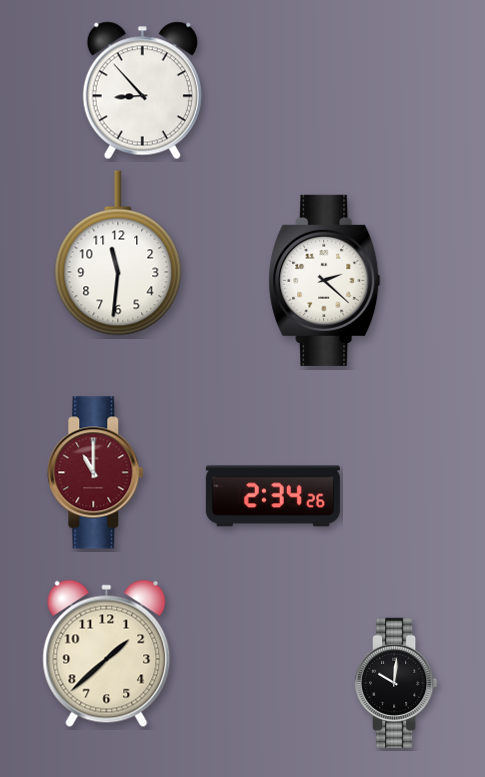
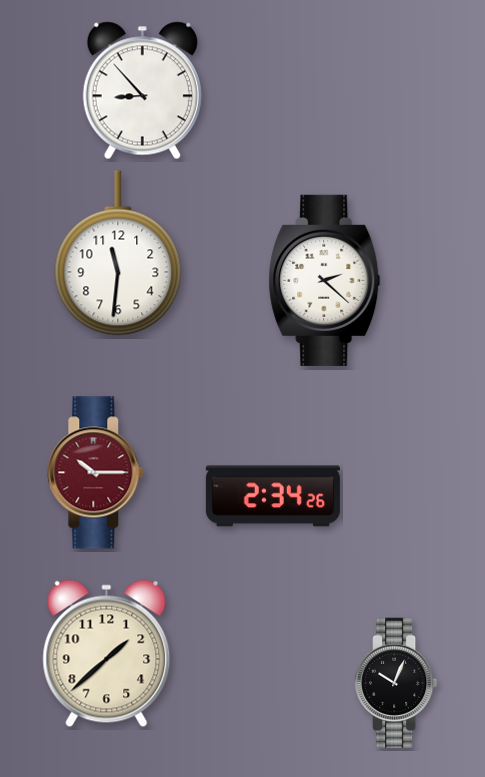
clock at (96, 473): 11:00 -> 10:15
clock at (397, 683): 10:01 -> 10:04
